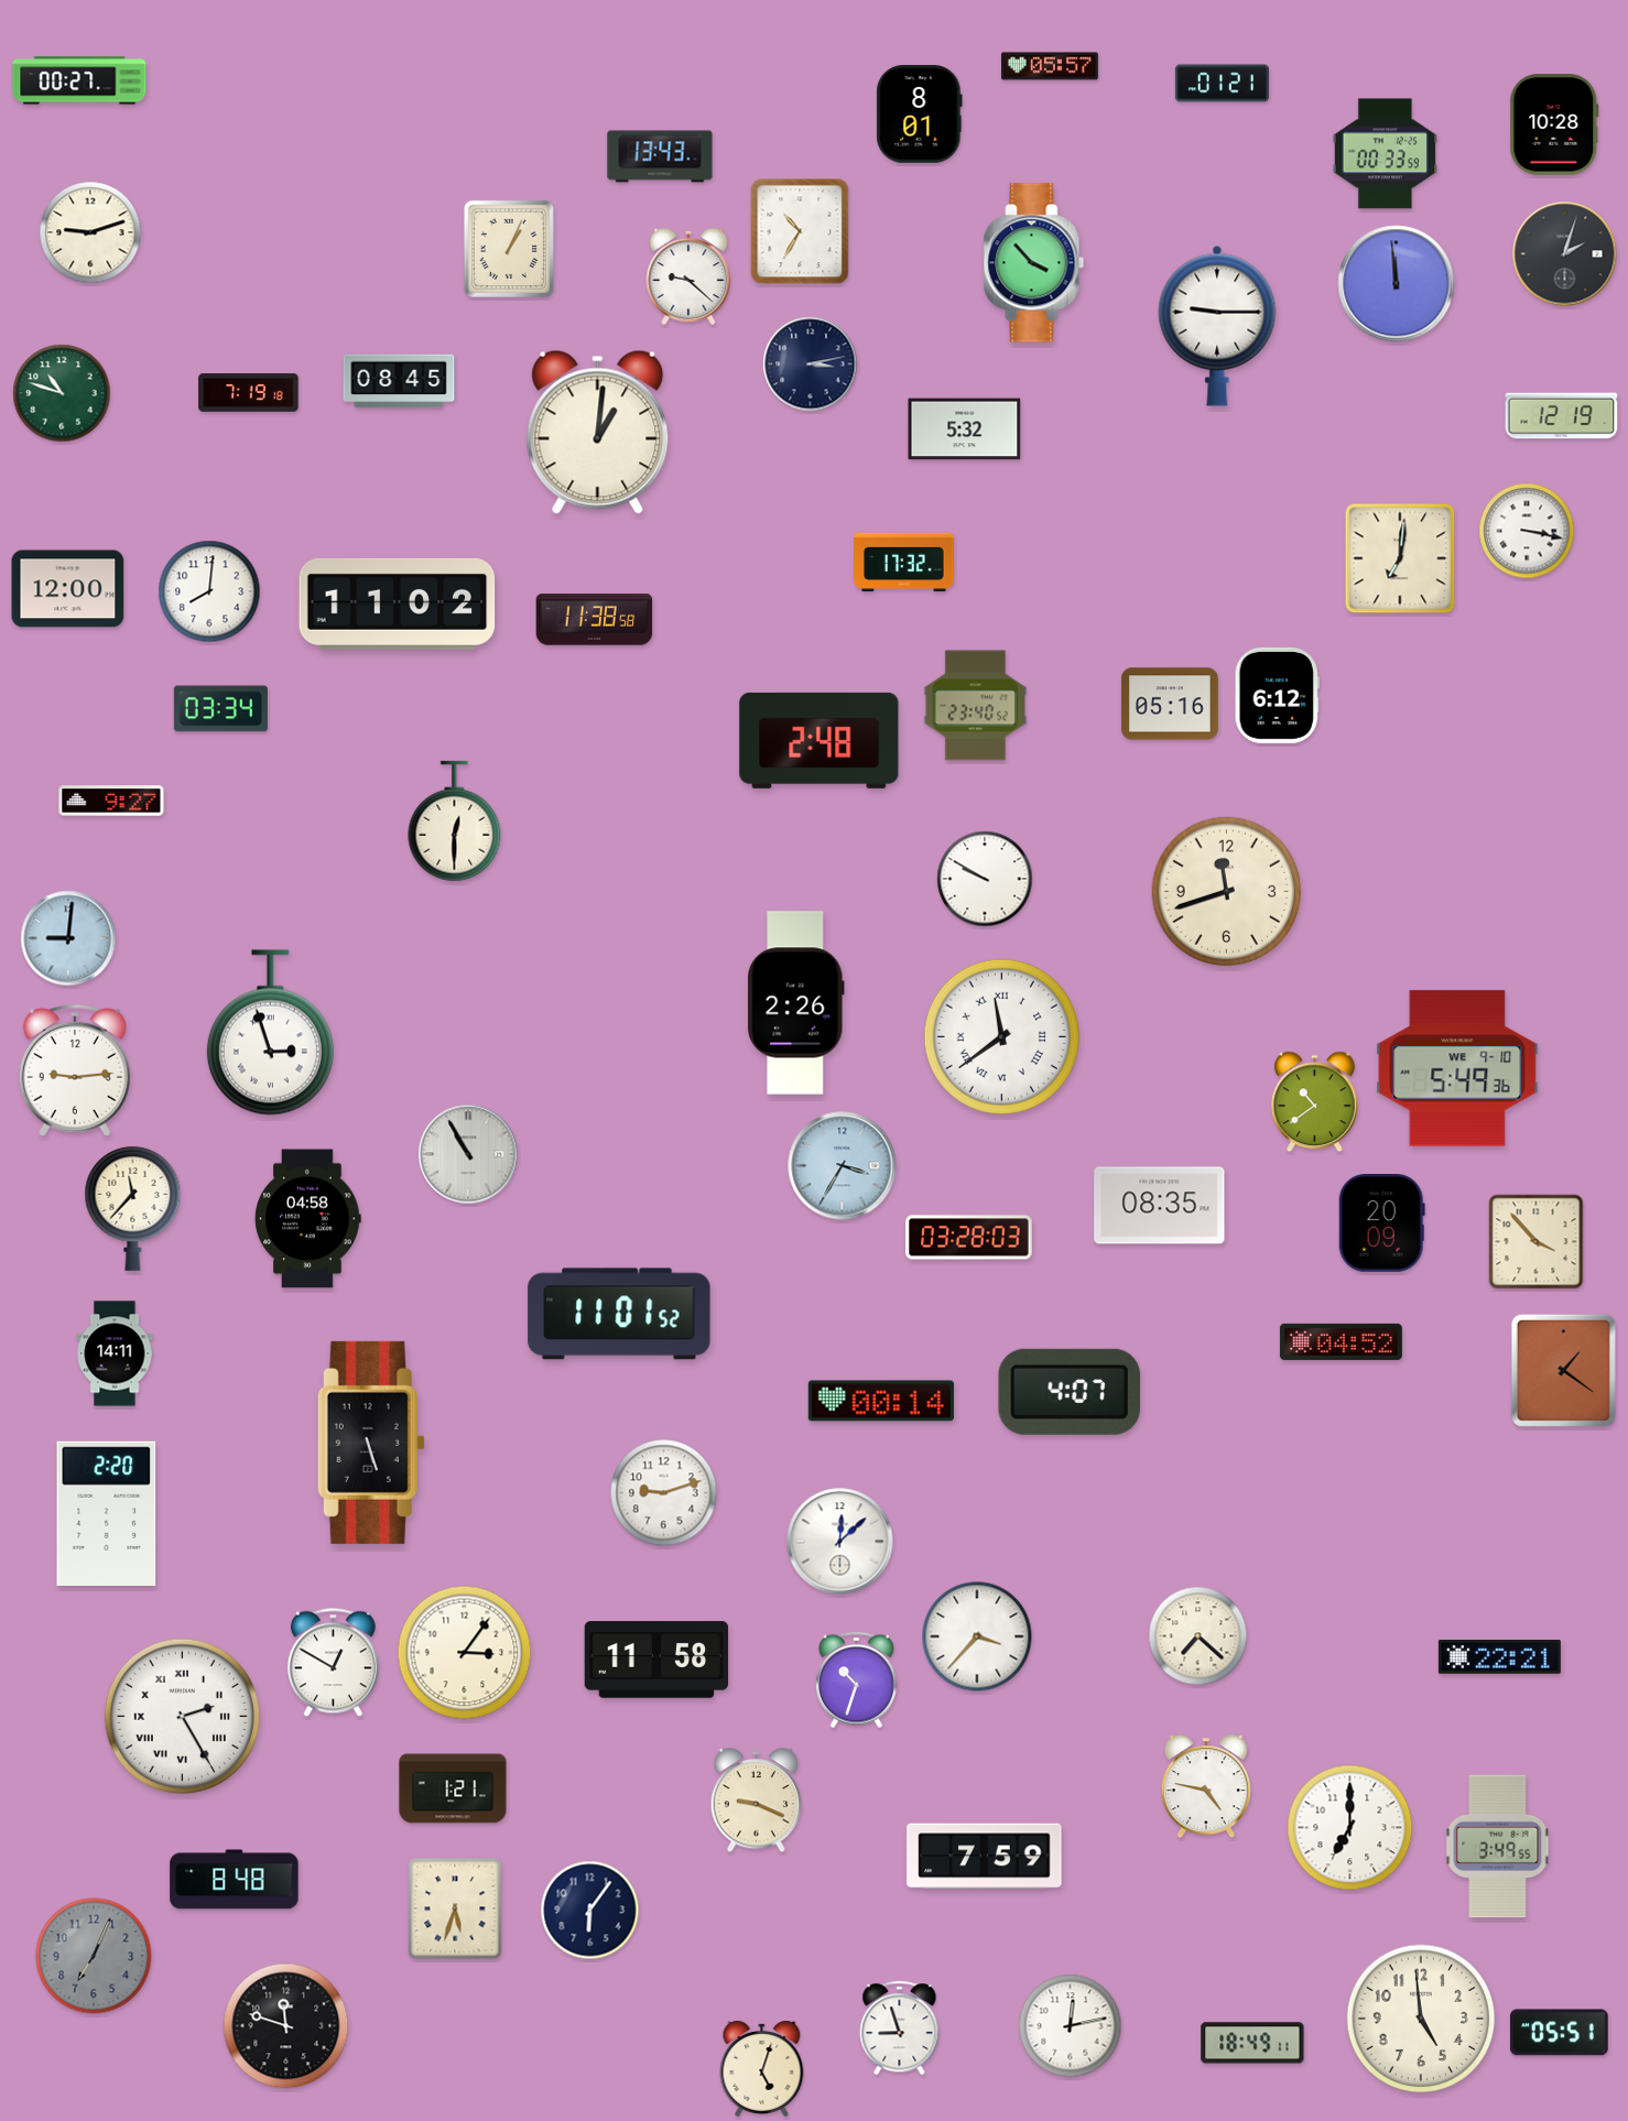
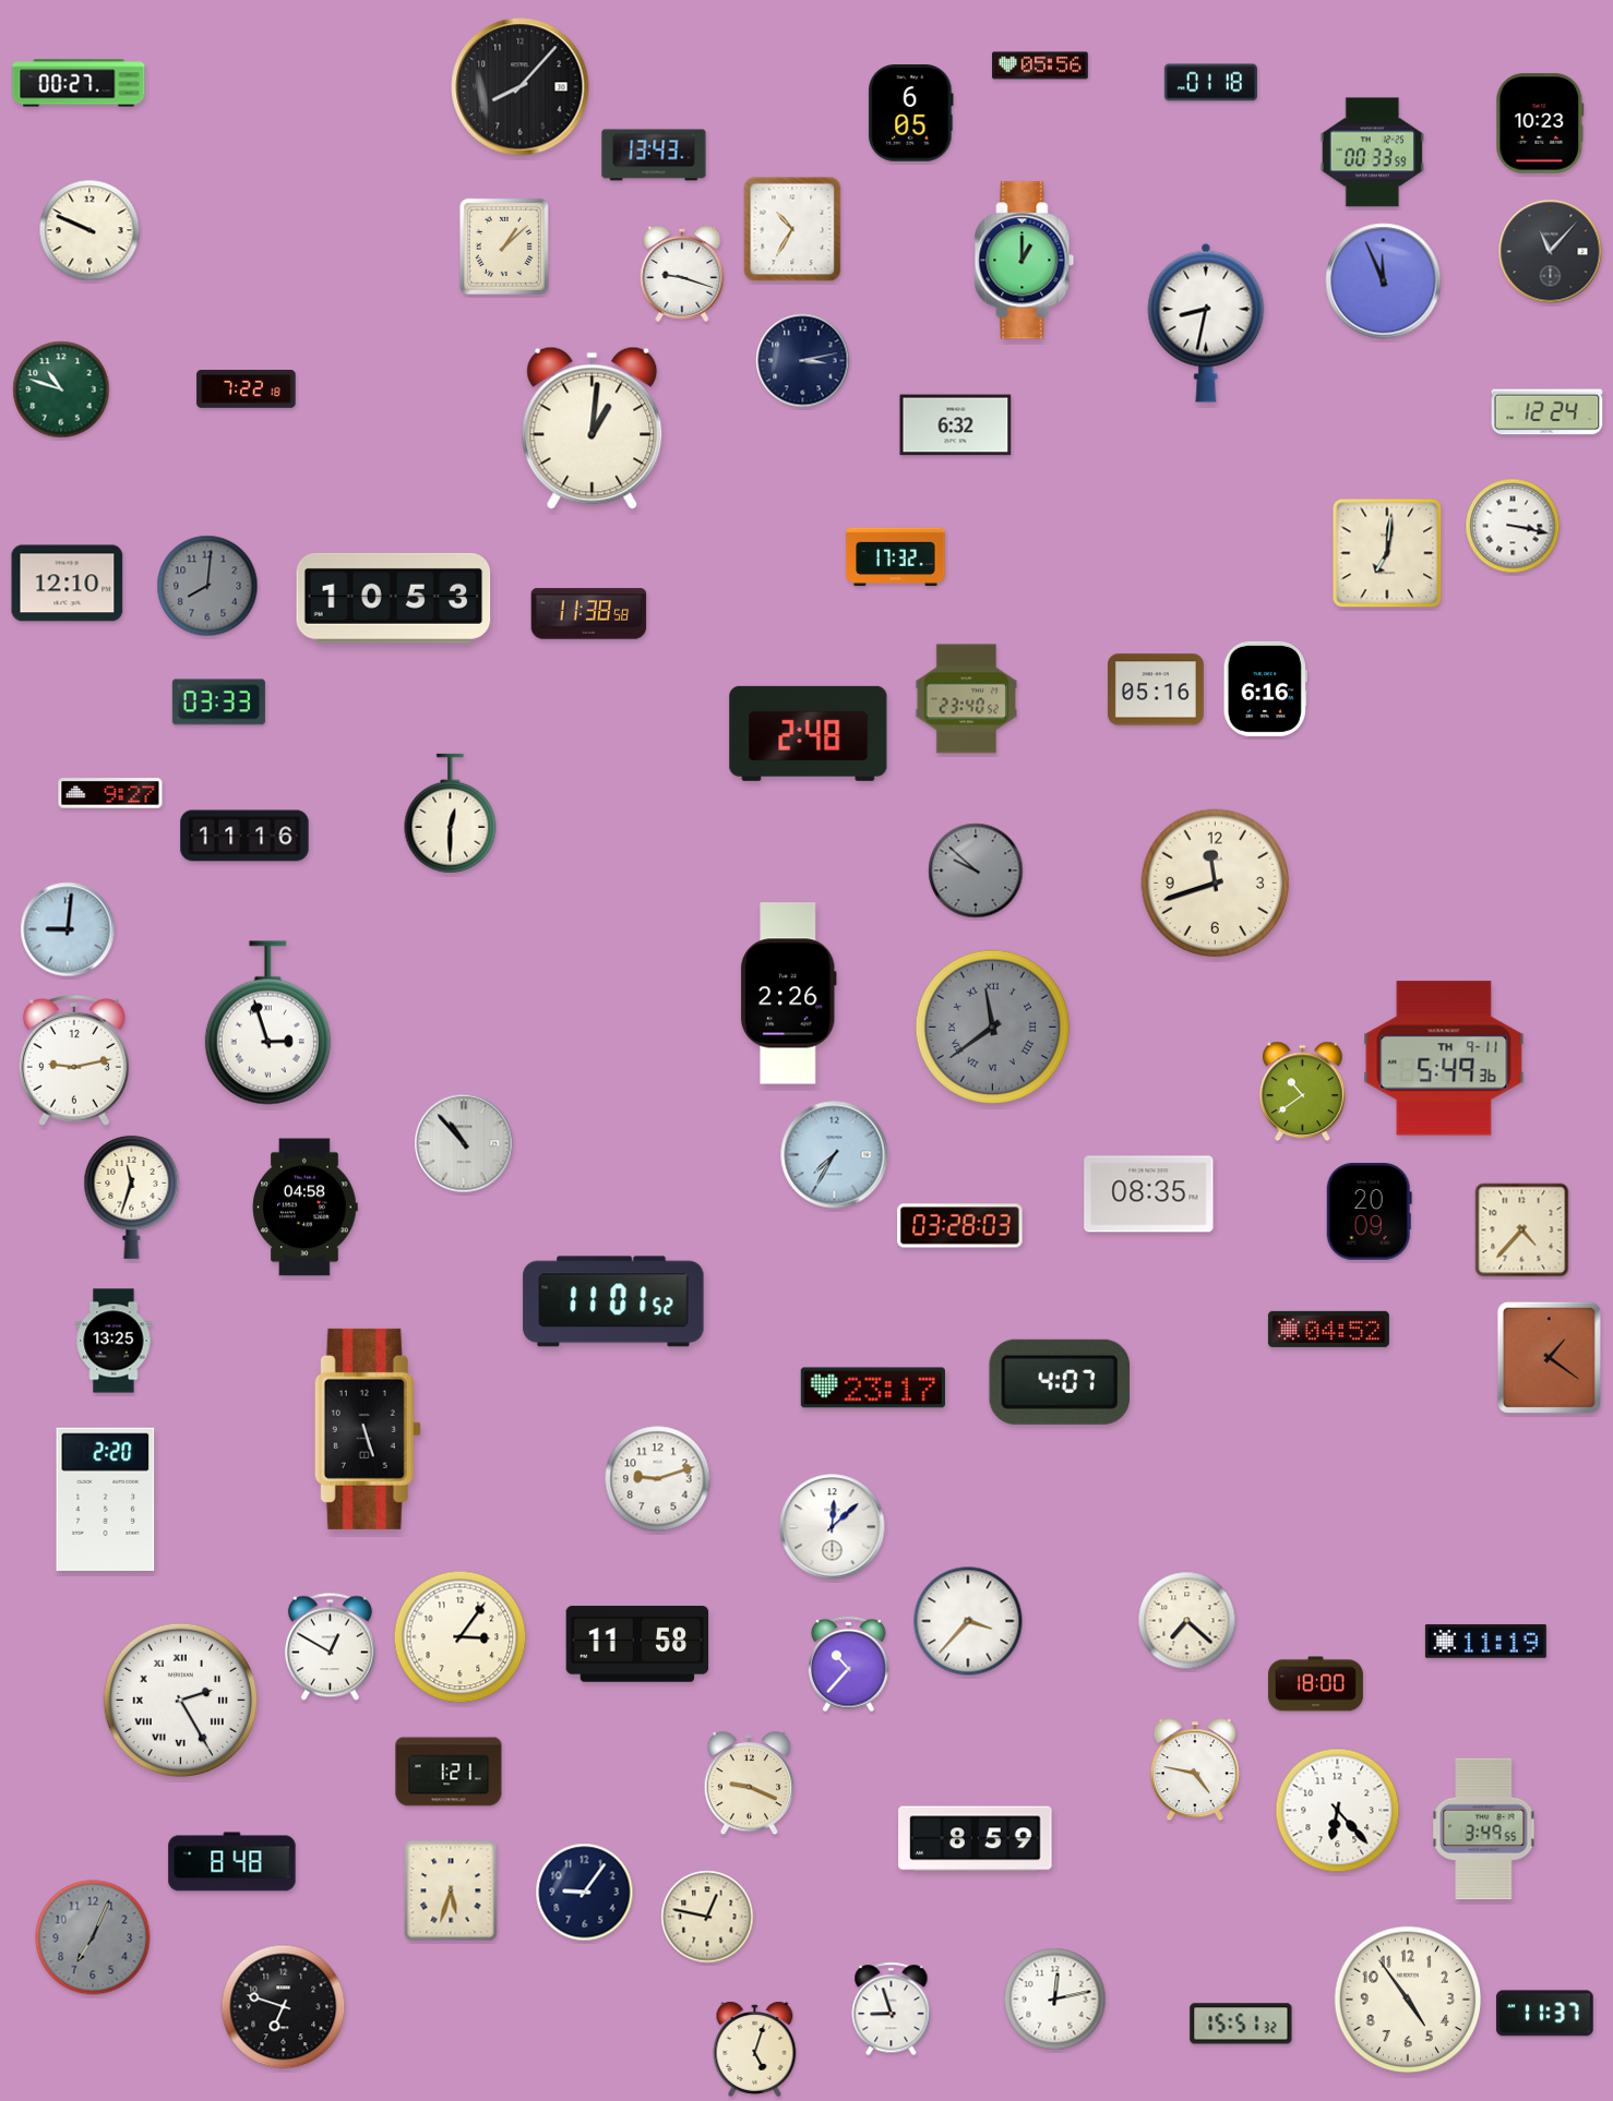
clock at (1051, 66): 05:57 -> 05:56
clock at (79, 80) position: (79, 80) -> (79, 83)
clock at (1222, 84): 01:21 -> 01:18
clock at (521, 87): none -> 8:07
clock at (920, 115): 8:01 -> 6:05
clock at (1554, 124): 10:28 -> 10:23
clock at (90, 232): 9:12 -> 9:49
clock at (509, 249): 1:04 -> 1:08
clock at (1565, 254): 2:03 -> 11:07
clock at (1034, 263): 3:53 -> 1:00
clock at (688, 276): 9:22 -> 9:18
clock at (1397, 284): 11:59 -> 11:56
clock at (1217, 326): 9:15 -> 8:32
clock at (399, 381): 08:45 -> none
clock at (249, 393): 7:19 -> 7:22
clock at (1562, 416): 12:19 -> 12:24
clock at (965, 429): 5:32 -> 6:32
clock at (68, 589): 12:00 -> 12:10
clock at (209, 591) dial: white -> grey
clock at (398, 603): 11:02 -> 10:53
clock at (1277, 695): 6:12 -> 6:16
clock at (1170, 704) position: (1170, 704) -> (1156, 689)
clock at (220, 709): 03:34 -> 03:33
clock at (820, 740) position: (820, 740) -> (809, 733)
clock at (244, 836): none -> 11:16
clock at (985, 879): 9:50 -> 9:52
clock at (985, 879) dial: white -> grey
clock at (1001, 1036) dial: white -> grey
clock at (1457, 1068) date: WE 9-10 -> TH 9-11
clock at (75, 1070): 9:14 -> 9:13
clock at (468, 1154): 10:55 -> 10:53
clock at (843, 1166): 3:35 -> 7:35
clock at (133, 1208): 11:37 -> 11:33
clock at (1537, 1242): 3:53 -> 4:37
clock at (115, 1353): 14:11 -> 13:25
clock at (1068, 1392) position: (1068, 1392) -> (1059, 1382)
clock at (881, 1401): 00:14 -> 23:17
clock at (1499, 1656): 22:21 -> 11:19
clock at (656, 1660) position: (656, 1660) -> (637, 1644)
clock at (857, 1681): 10:33 -> 10:37
clock at (1315, 1684): none -> 18:00
clock at (1350, 1828): 7:00 -> 6:23
clock at (985, 1857): 7:59 -> 8:59
clock at (590, 1911): 6:06 -> 9:06
clock at (707, 1917): none -> 12:47
clock at (1421, 2019): 4:59 -> 4:54
clock at (286, 2026): 11:48 -> 6:48
clock at (1071, 2026) position: (1071, 2026) -> (1055, 2000)
clock at (1559, 2033): 05:51 -> 11:37
clock at (1252, 2043): 18:49 -> 15:51
